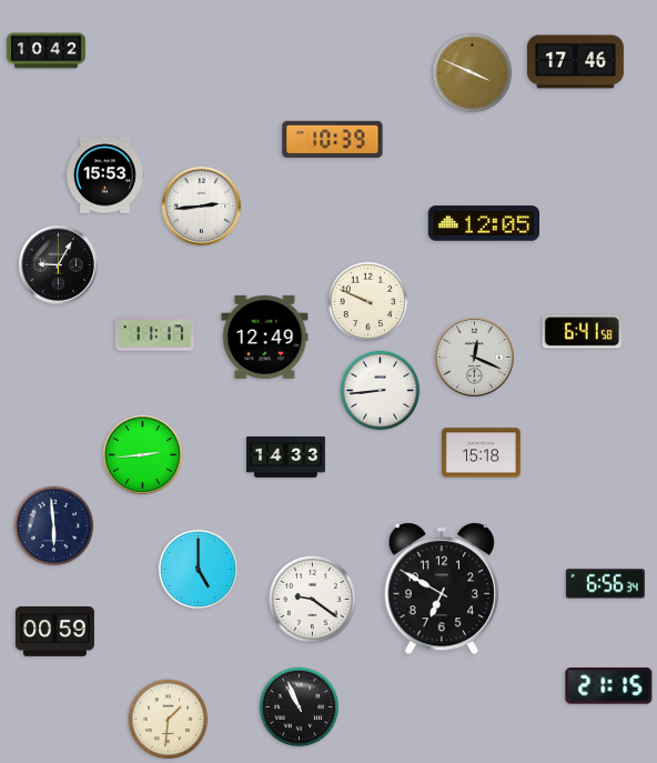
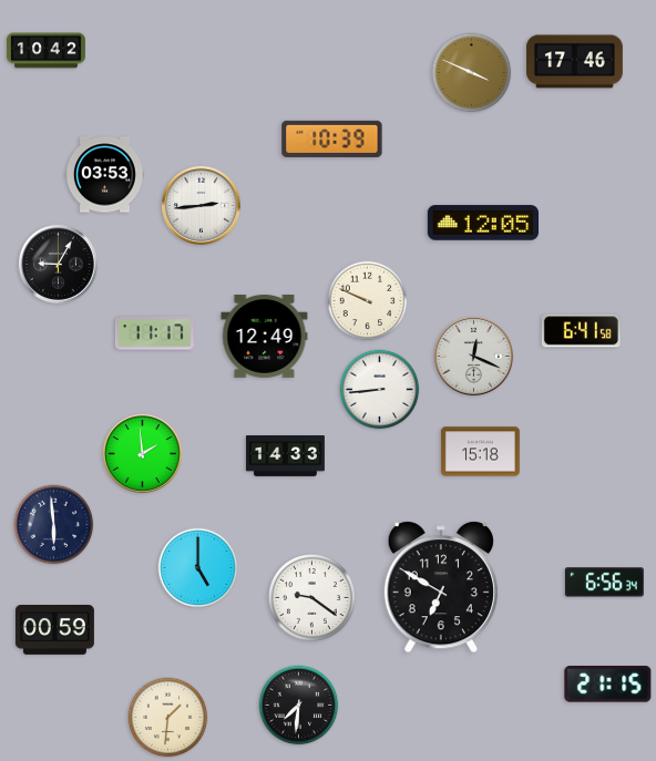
clock at (104, 175): 15:53 -> 03:53
clock at (142, 454): 2:44 -> 1:59
clock at (300, 707): 10:56 -> 7:31
